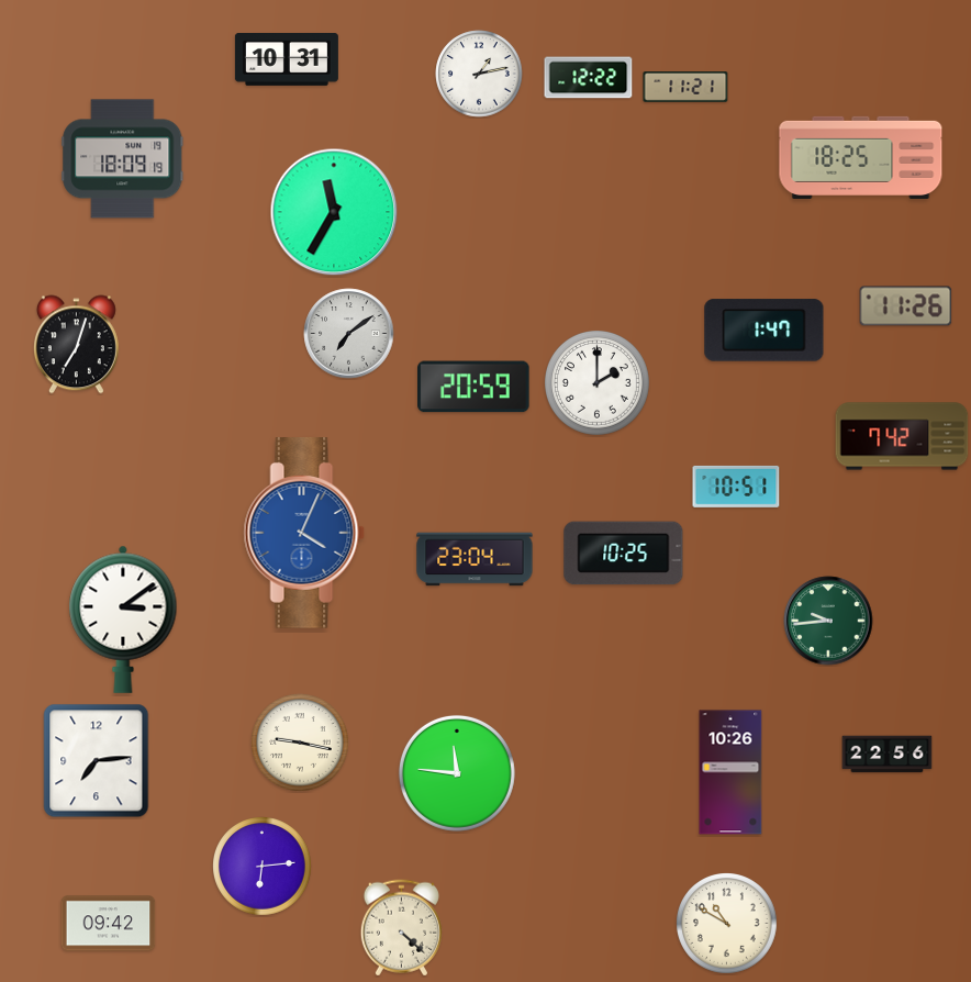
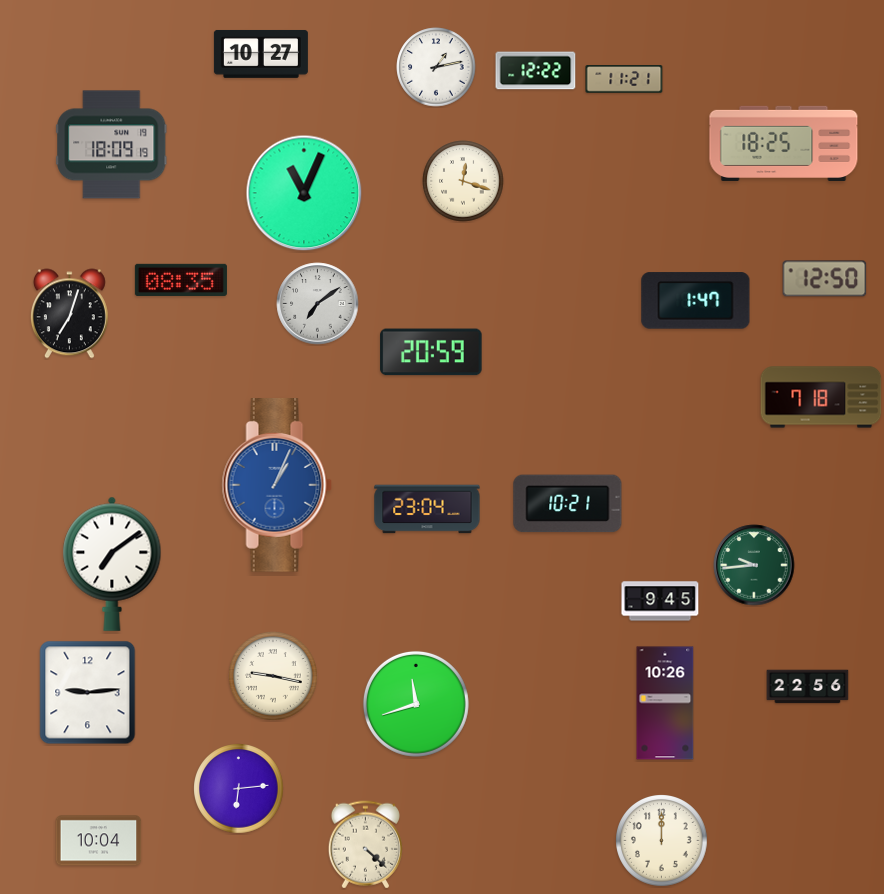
clock at (287, 59): 10:31 -> 10:27
clock at (463, 181): none -> 12:18
clock at (334, 212): 11:35 -> 11:04
clock at (906, 306): 11:26 -> 12:50
clock at (181, 280): none -> 08:35
clock at (598, 383): 2:00 -> none
clock at (902, 436): 7:42 -> 7:18
clock at (736, 487): 10:51 -> none
clock at (304, 534): 4:04 -> 1:04
clock at (624, 554): 10:25 -> 10:21
clock at (475, 559) position: (475, 559) -> (427, 509)
clock at (123, 620): 3:09 -> 7:09
clock at (660, 601): none -> 9:45
clock at (97, 761): 7:14 -> 9:14
clock at (457, 773): 11:46 -> 11:42
clock at (109, 924): 09:42 -> 10:04
clock at (727, 924): 10:50 -> 12:00
